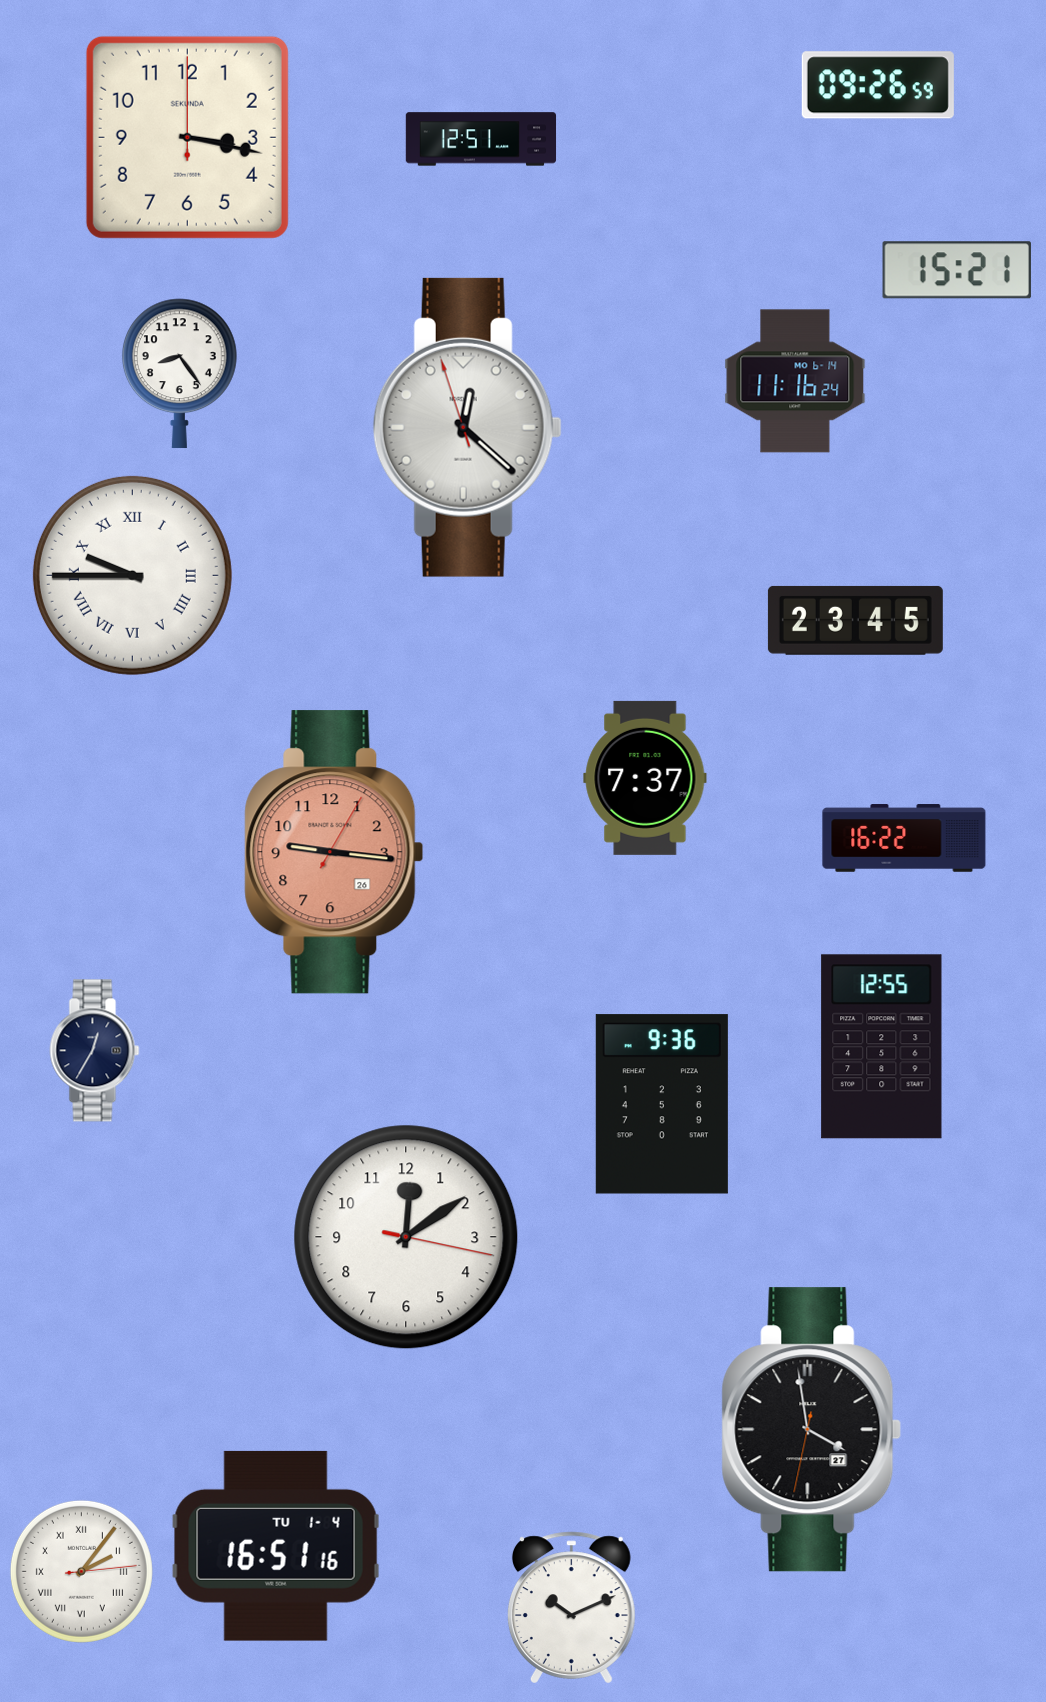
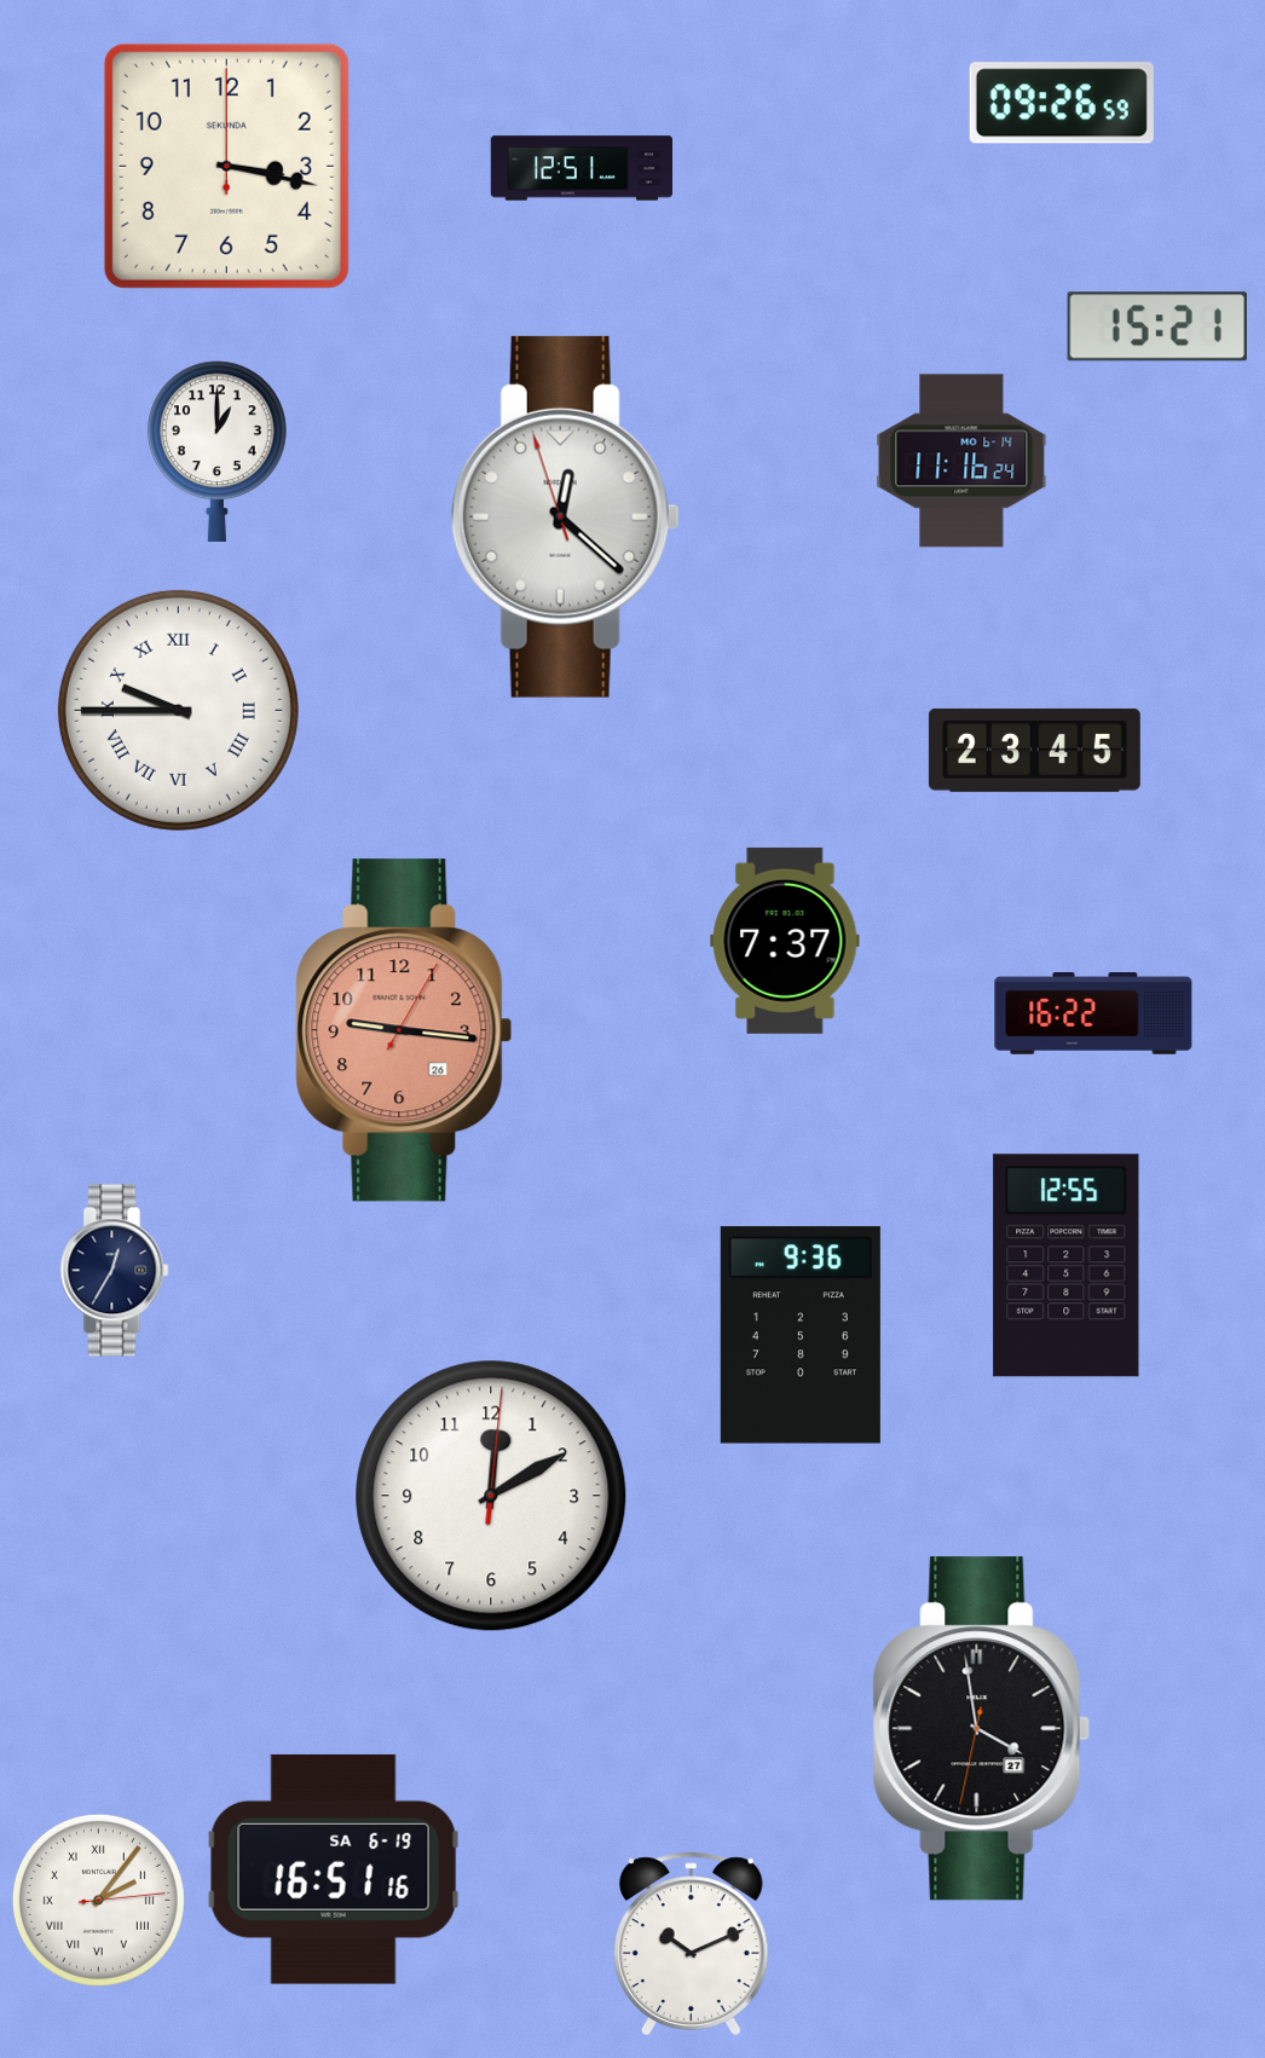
clock at (179, 374): 8:24 -> 1:00
clock at (132, 575) position: (132, 575) -> (178, 710)
clock at (645, 778) position: (645, 778) -> (785, 941)
clock at (406, 1237): 12:09 -> 12:10
clock at (276, 1546) date: TU 1-4 -> SA 6-19
